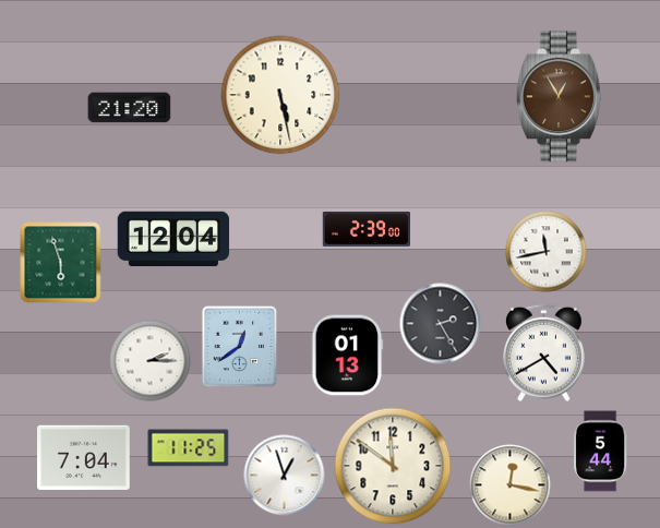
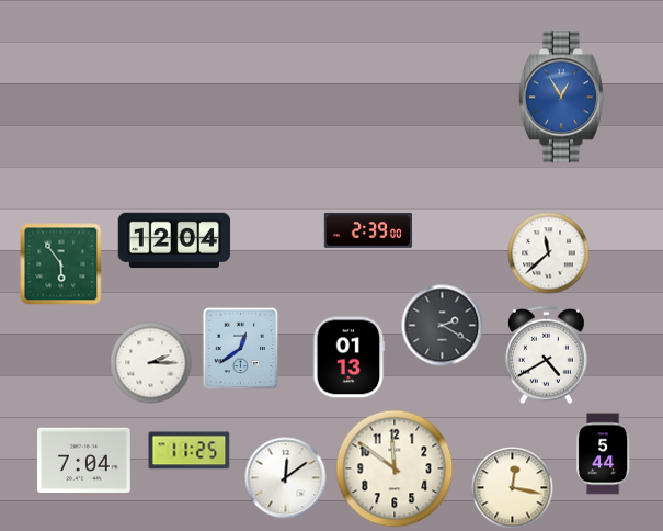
clock at (280, 95): 5:28 -> none
clock at (559, 97) dial: brown -> blue
clock at (130, 108): 21:20 -> none
clock at (547, 252): 11:43 -> 11:38
clock at (61, 263): 5:57 -> 5:54
clock at (441, 324): 2:25 -> 2:20
clock at (285, 476): 12:57 -> 12:09
